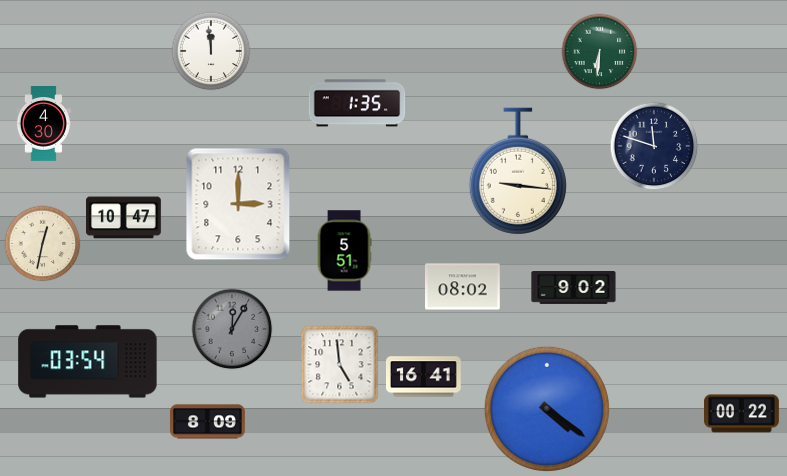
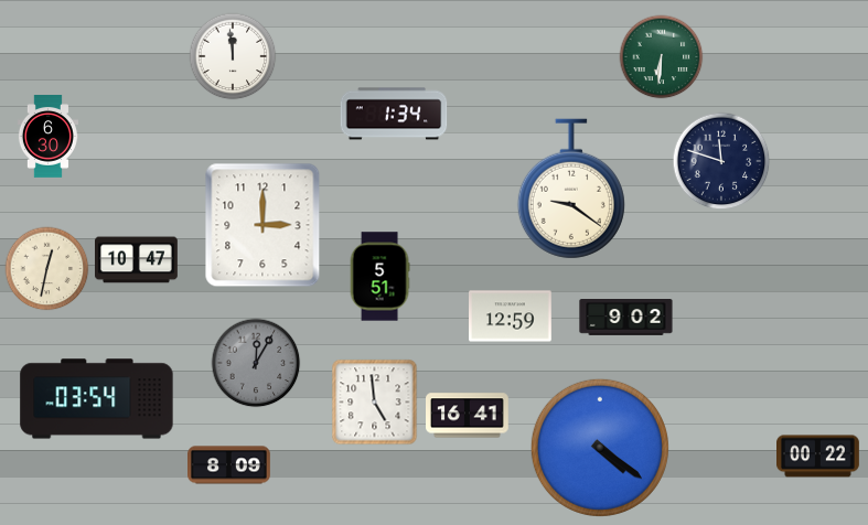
clock at (357, 103): 1:35 -> 1:34
clock at (43, 124): 4:30 -> 6:30
clock at (518, 171): 9:16 -> 9:21
clock at (124, 218) position: (124, 218) -> (137, 260)
clock at (463, 287): 08:02 -> 12:59
clock at (574, 288) position: (574, 288) -> (626, 318)
clock at (547, 409) position: (547, 409) -> (600, 448)
